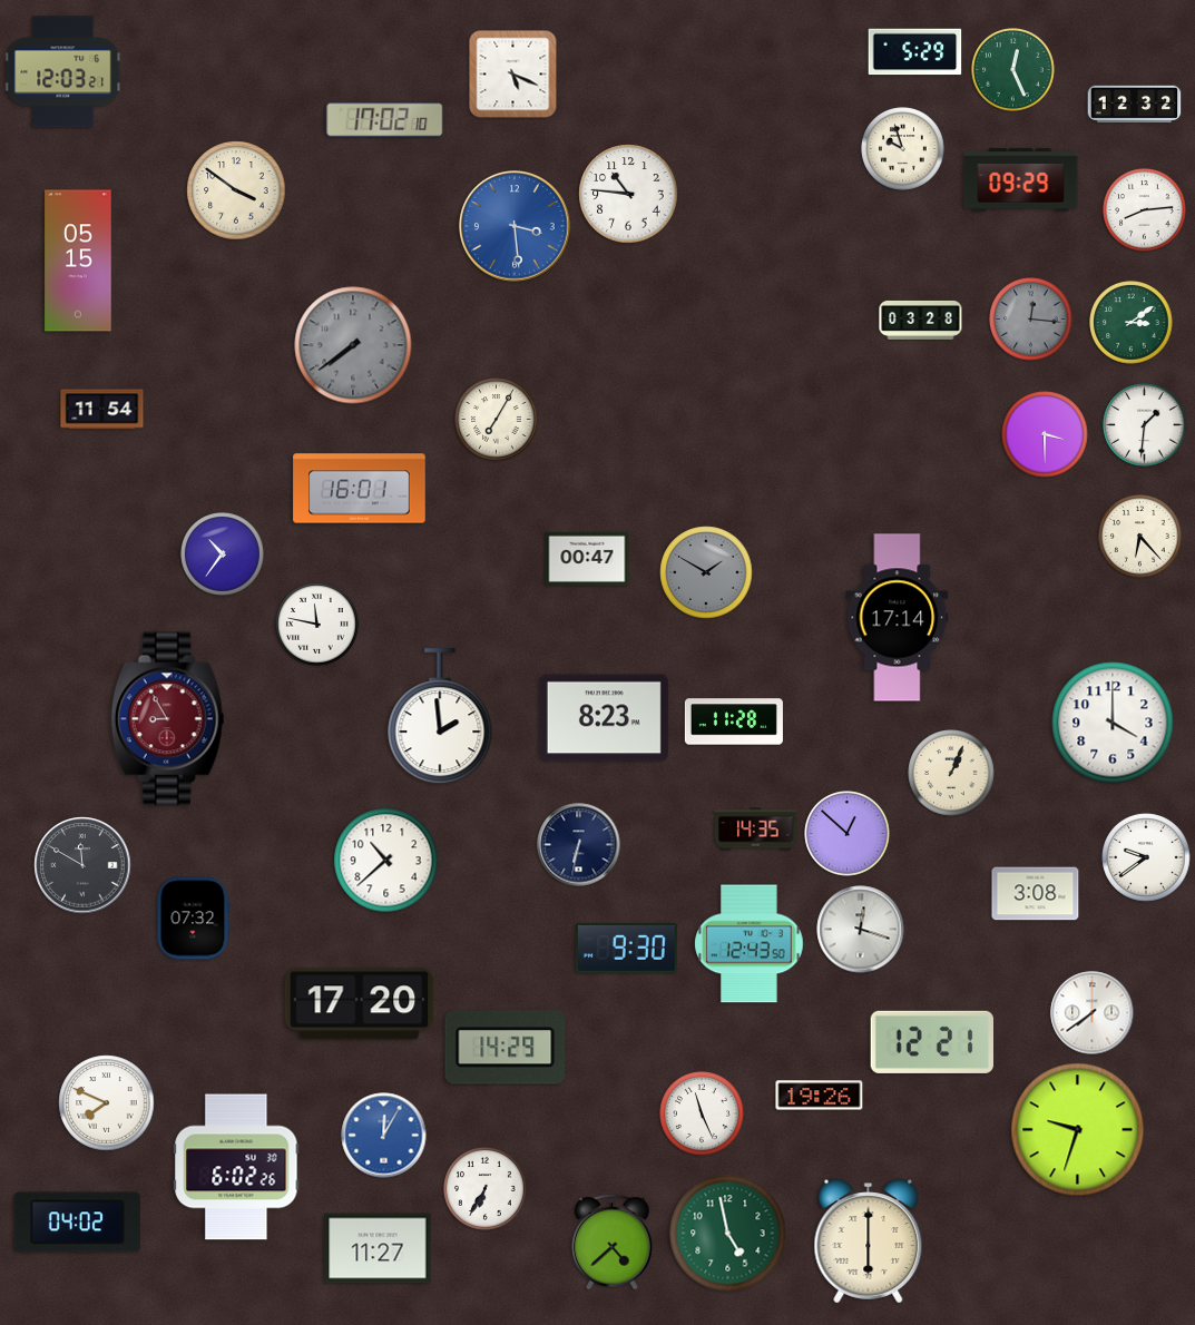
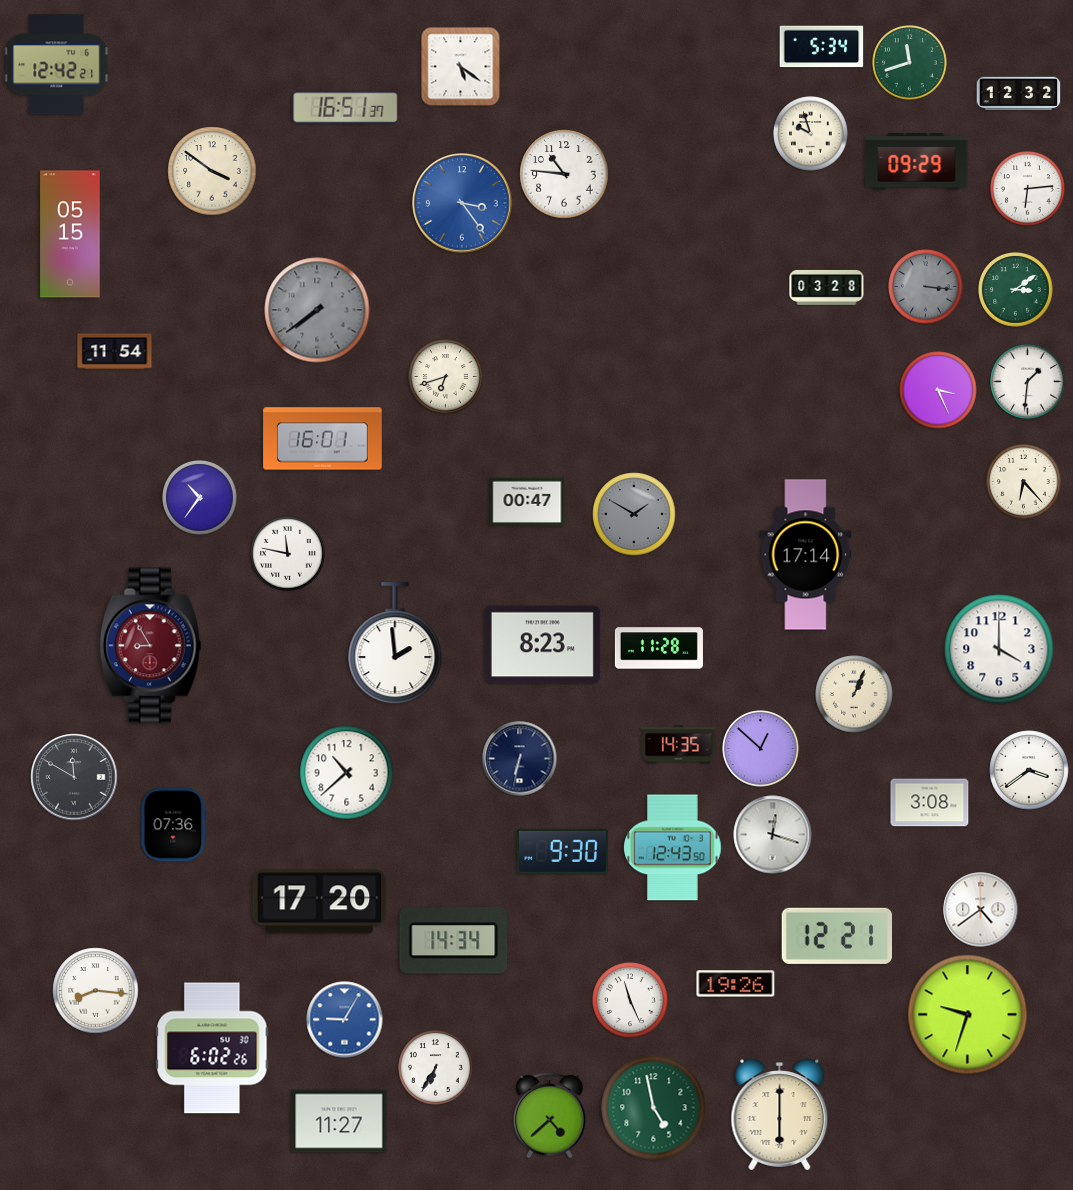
clock at (915, 52): 5:29 -> 5:34
clock at (1013, 70): 12:26 -> 11:42
clock at (63, 72): 12:03 -> 12:42
clock at (513, 75): 5:19 -> 5:21
clock at (385, 120): 17:02 -> 16:51
clock at (1145, 210): 8:14 -> 6:14
clock at (515, 226): 3:29 -> 3:24
clock at (1031, 320): 12:16 -> 3:16
clock at (102, 410) position: (102, 410) -> (115, 352)
clock at (497, 420): 7:05 -> 6:42
clock at (1045, 434): 3:30 -> 3:26
clock at (317, 625) position: (317, 625) -> (288, 554)
clock at (1146, 857): 9:39 -> 3:39
clock at (194, 919): 07:32 -> 07:36
clock at (360, 1004) position: (360, 1004) -> (320, 902)
clock at (1093, 1013): 7:39 -> 4:39
clock at (506, 1048): 14:29 -> 14:34
clock at (107, 1103): 7:49 -> 8:16
clock at (384, 1136): 12:05 -> 9:05
clock at (77, 1223): 04:02 -> none
